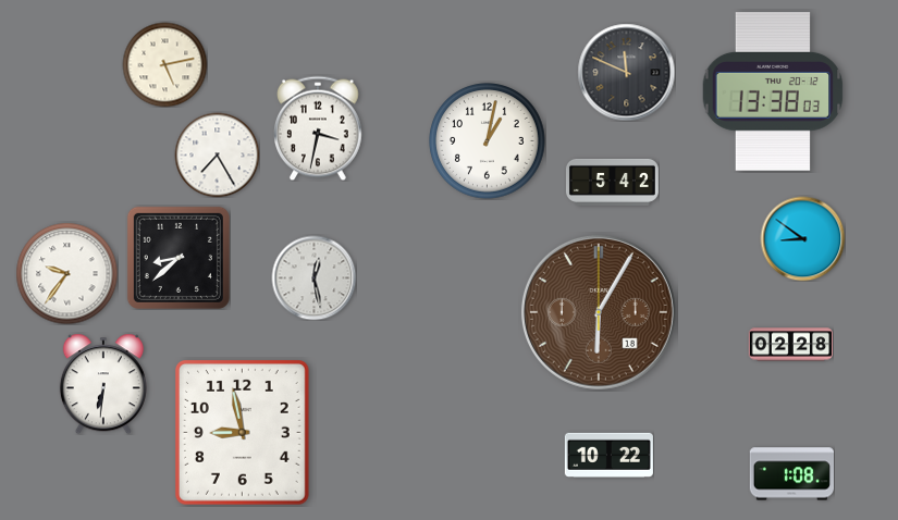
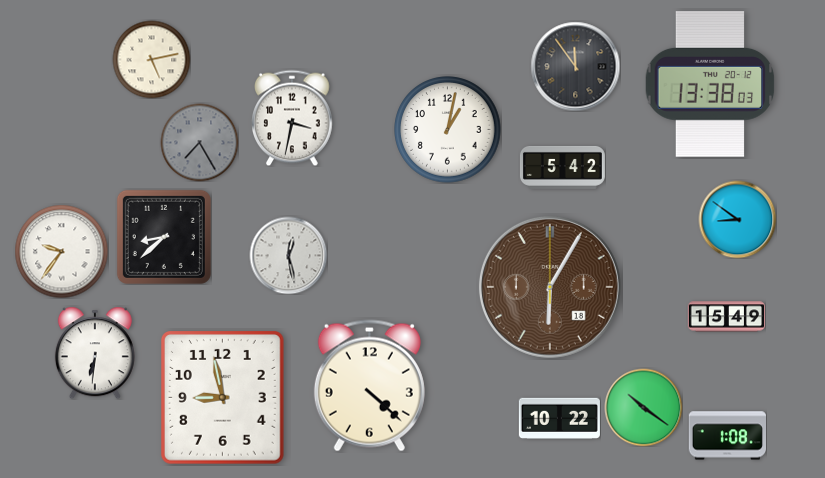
clock at (626, 72): 11:49 -> 11:54
clock at (217, 154) dial: white -> grey
clock at (790, 345): 02:28 -> 15:49
clock at (369, 386): none -> 4:22
clock at (643, 407): none -> 10:21
